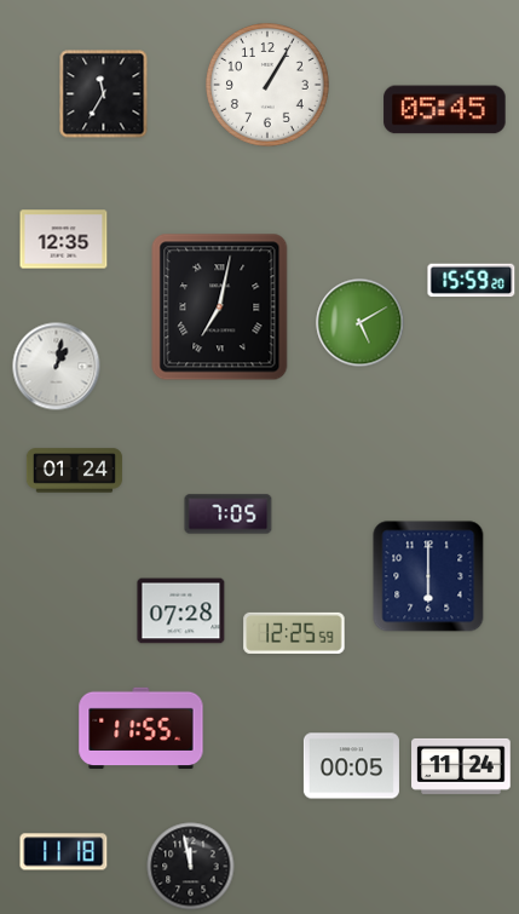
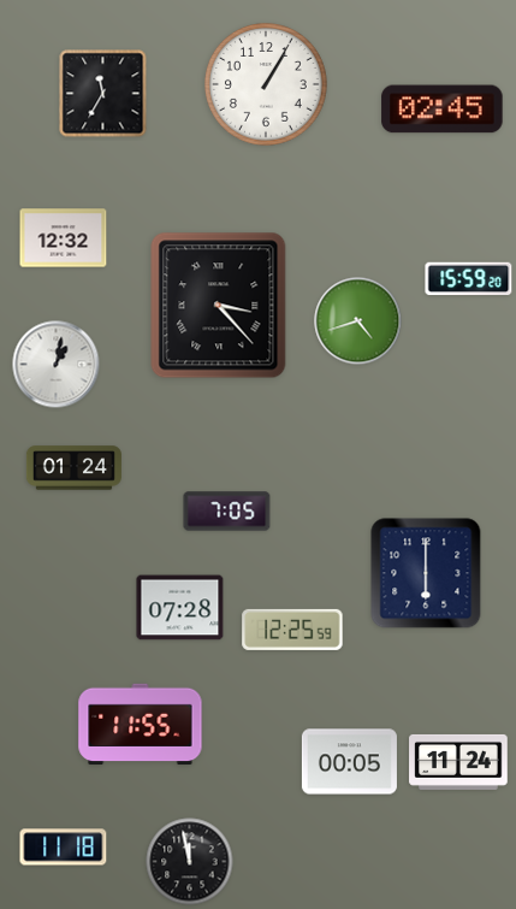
clock at (445, 110): 05:45 -> 02:45
clock at (64, 240): 12:35 -> 12:32
clock at (220, 307): 7:02 -> 3:23
clock at (361, 323): 5:10 -> 4:42
